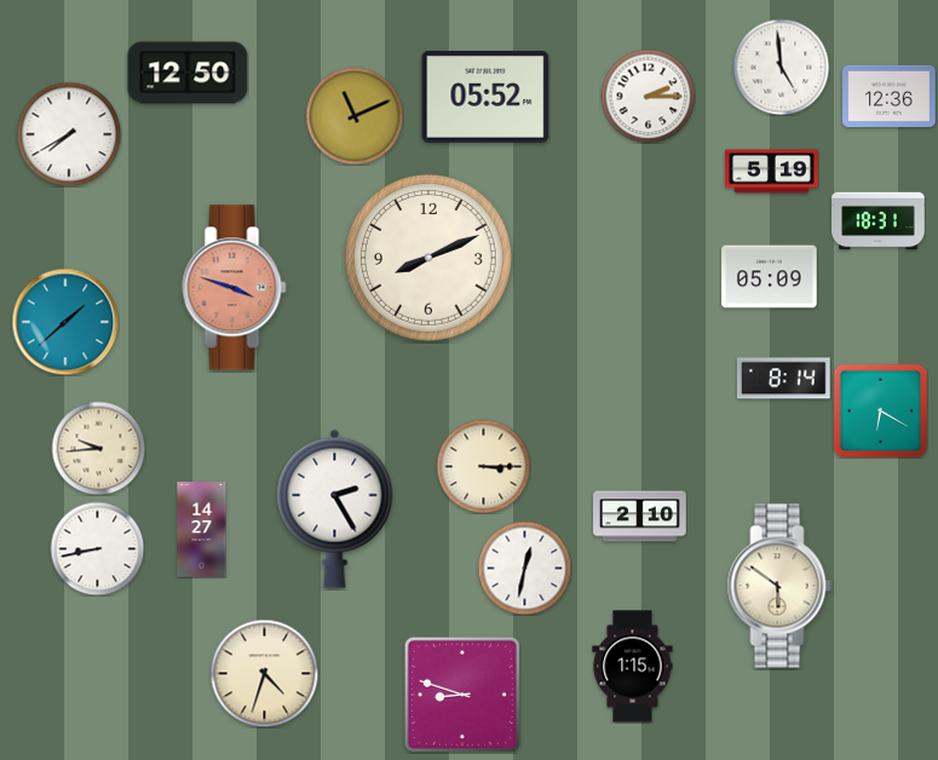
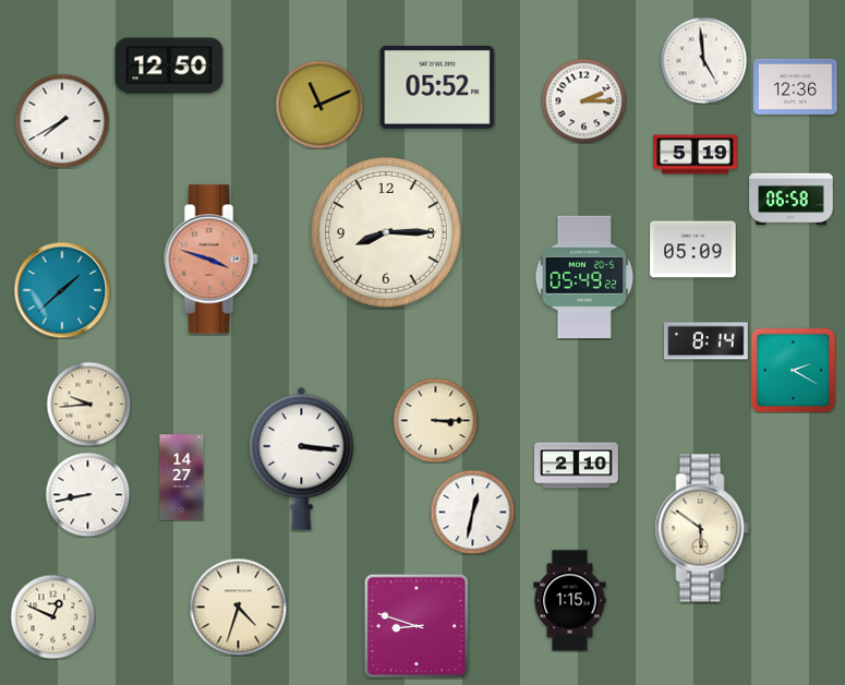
clock at (648, 96) position: (648, 96) -> (583, 100)
clock at (890, 96) position: (890, 96) -> (796, 86)
clock at (879, 221): 18:31 -> 06:58
clock at (428, 258): 8:11 -> 8:15
clock at (584, 277): none -> 05:49
clock at (65, 322) position: (65, 322) -> (62, 290)
clock at (880, 410): 6:20 -> 2:20
clock at (335, 508): 2:25 -> 3:16
clock at (52, 616): none -> 12:49
